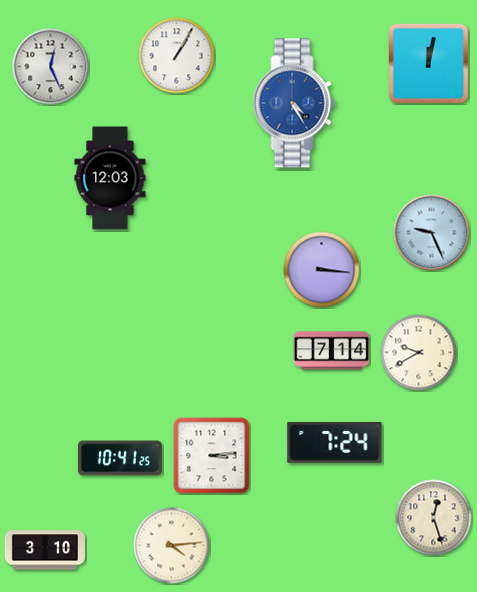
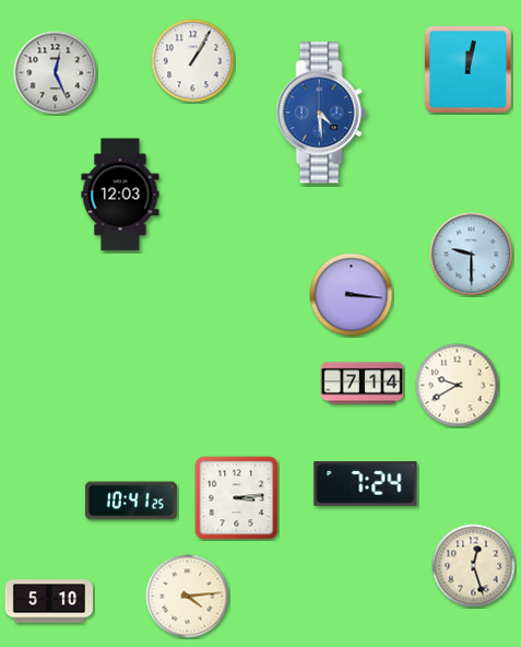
clock at (294, 103): 4:25 -> 4:29
clock at (432, 233): 9:26 -> 9:30
clock at (212, 456) position: (212, 456) -> (237, 498)
clock at (45, 550): 3:10 -> 5:10
